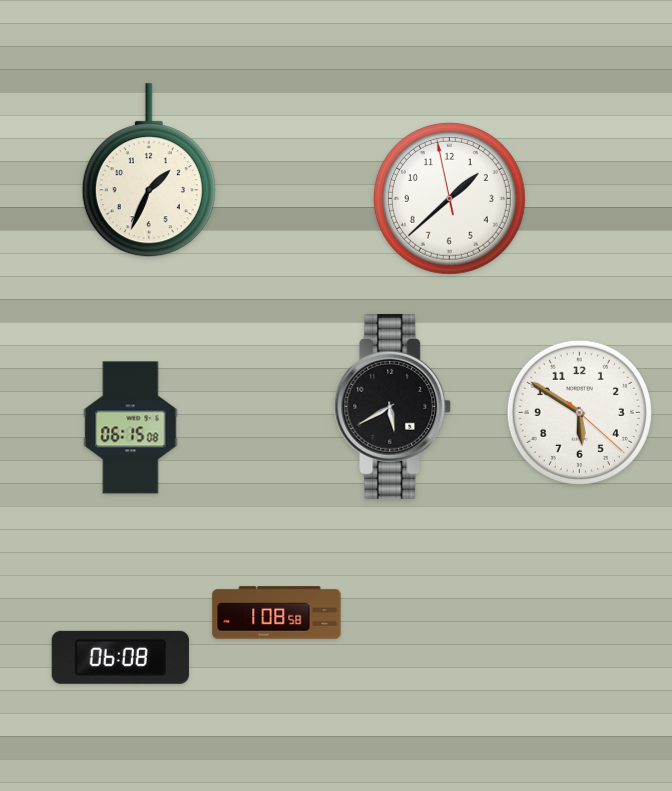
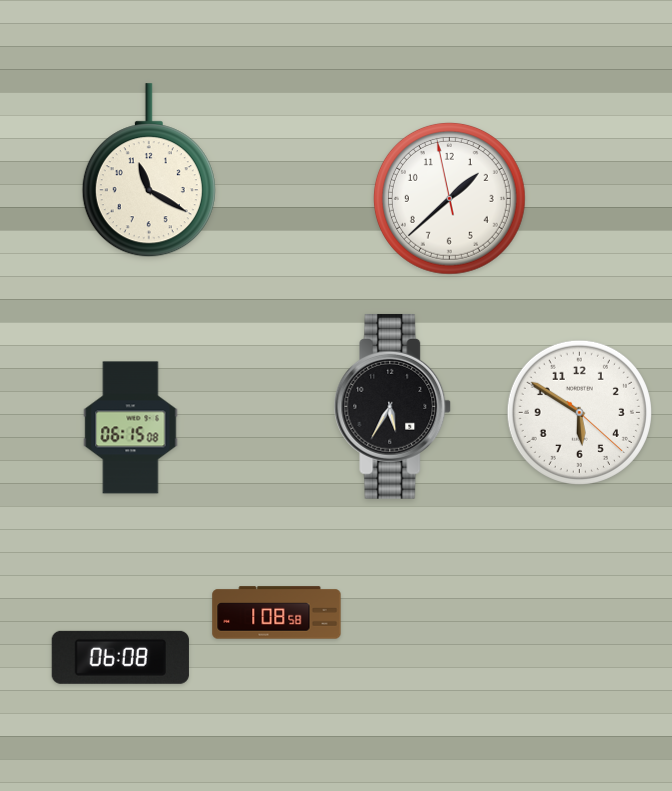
clock at (149, 171): 1:34 -> 11:20
clock at (393, 406): 5:40 -> 5:35
